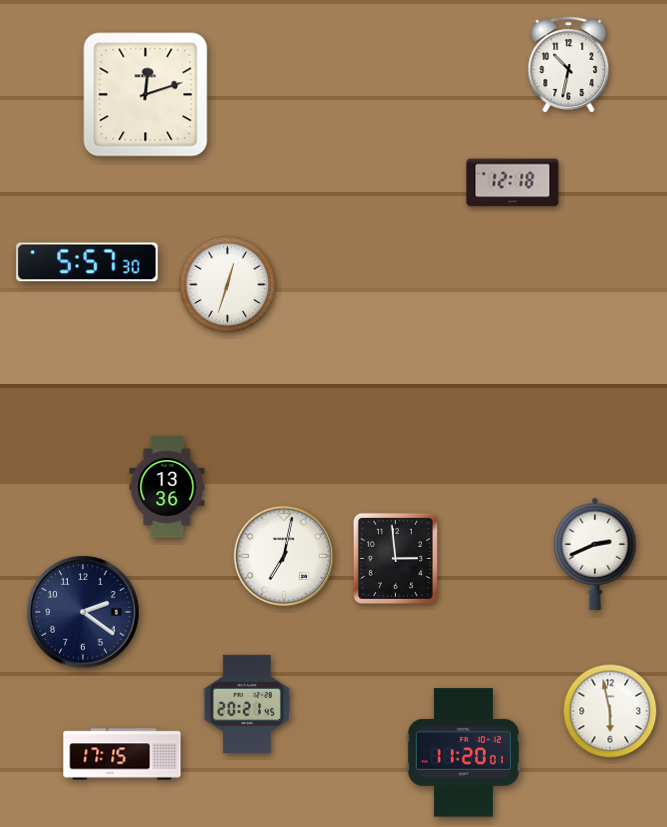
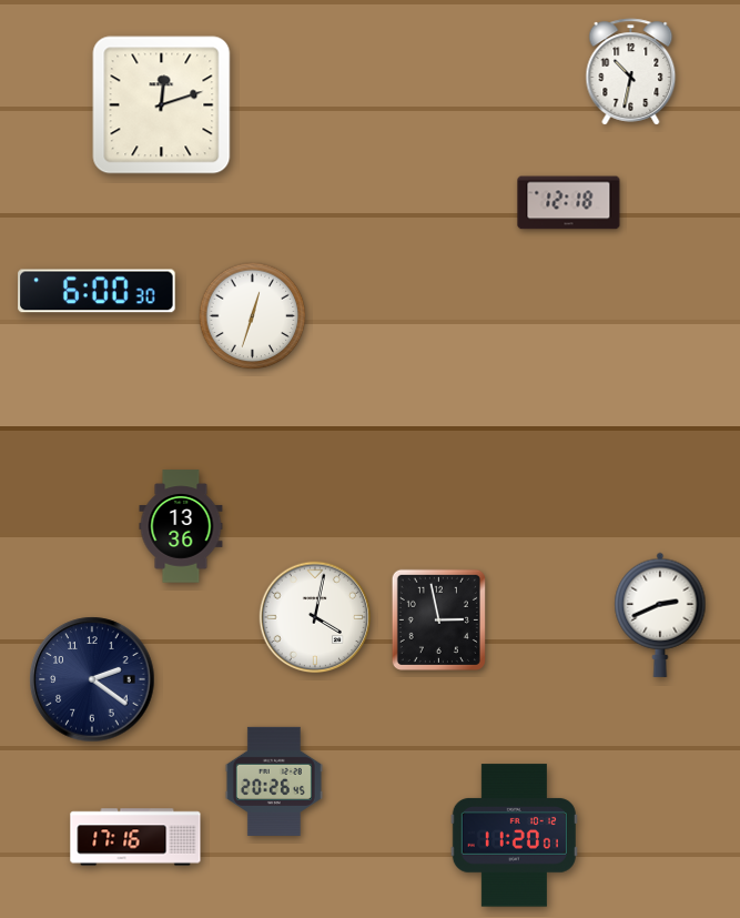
clock at (87, 262): 5:57 -> 6:00
clock at (167, 487) position: (167, 487) -> (181, 526)
clock at (284, 556): 7:02 -> 4:02
clock at (395, 558): 2:59 -> 2:58
clock at (247, 704): 20:21 -> 20:26
clock at (610, 711): 5:58 -> none
clock at (122, 754): 17:15 -> 17:16
